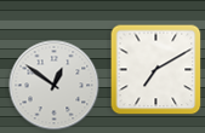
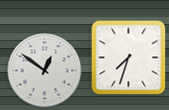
clock at (156, 70): 7:10 -> 7:33
